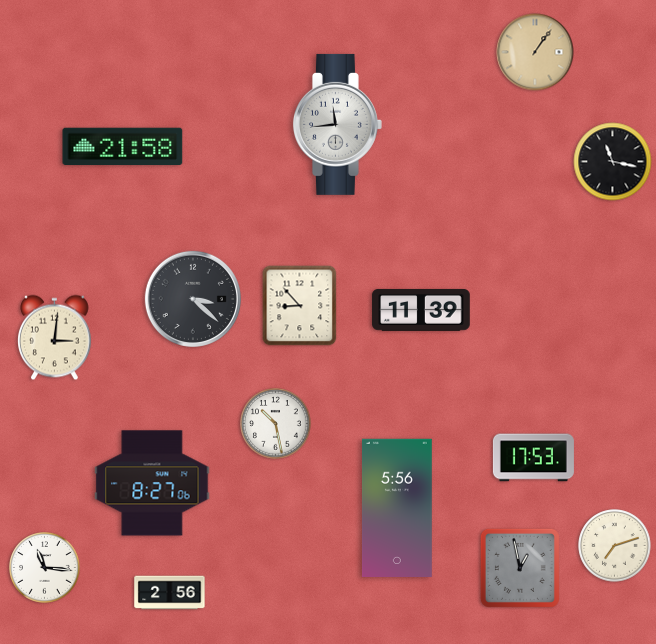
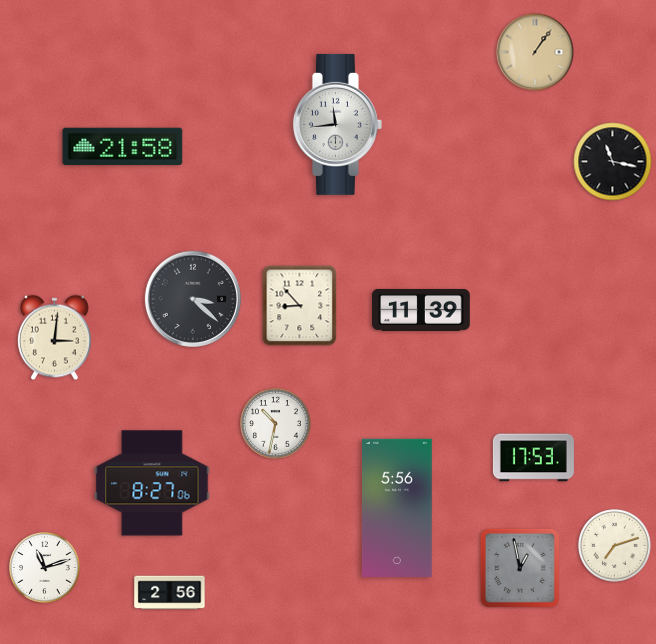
clock at (276, 424): 10:28 -> 10:32
clock at (45, 568): 11:16 -> 11:12
